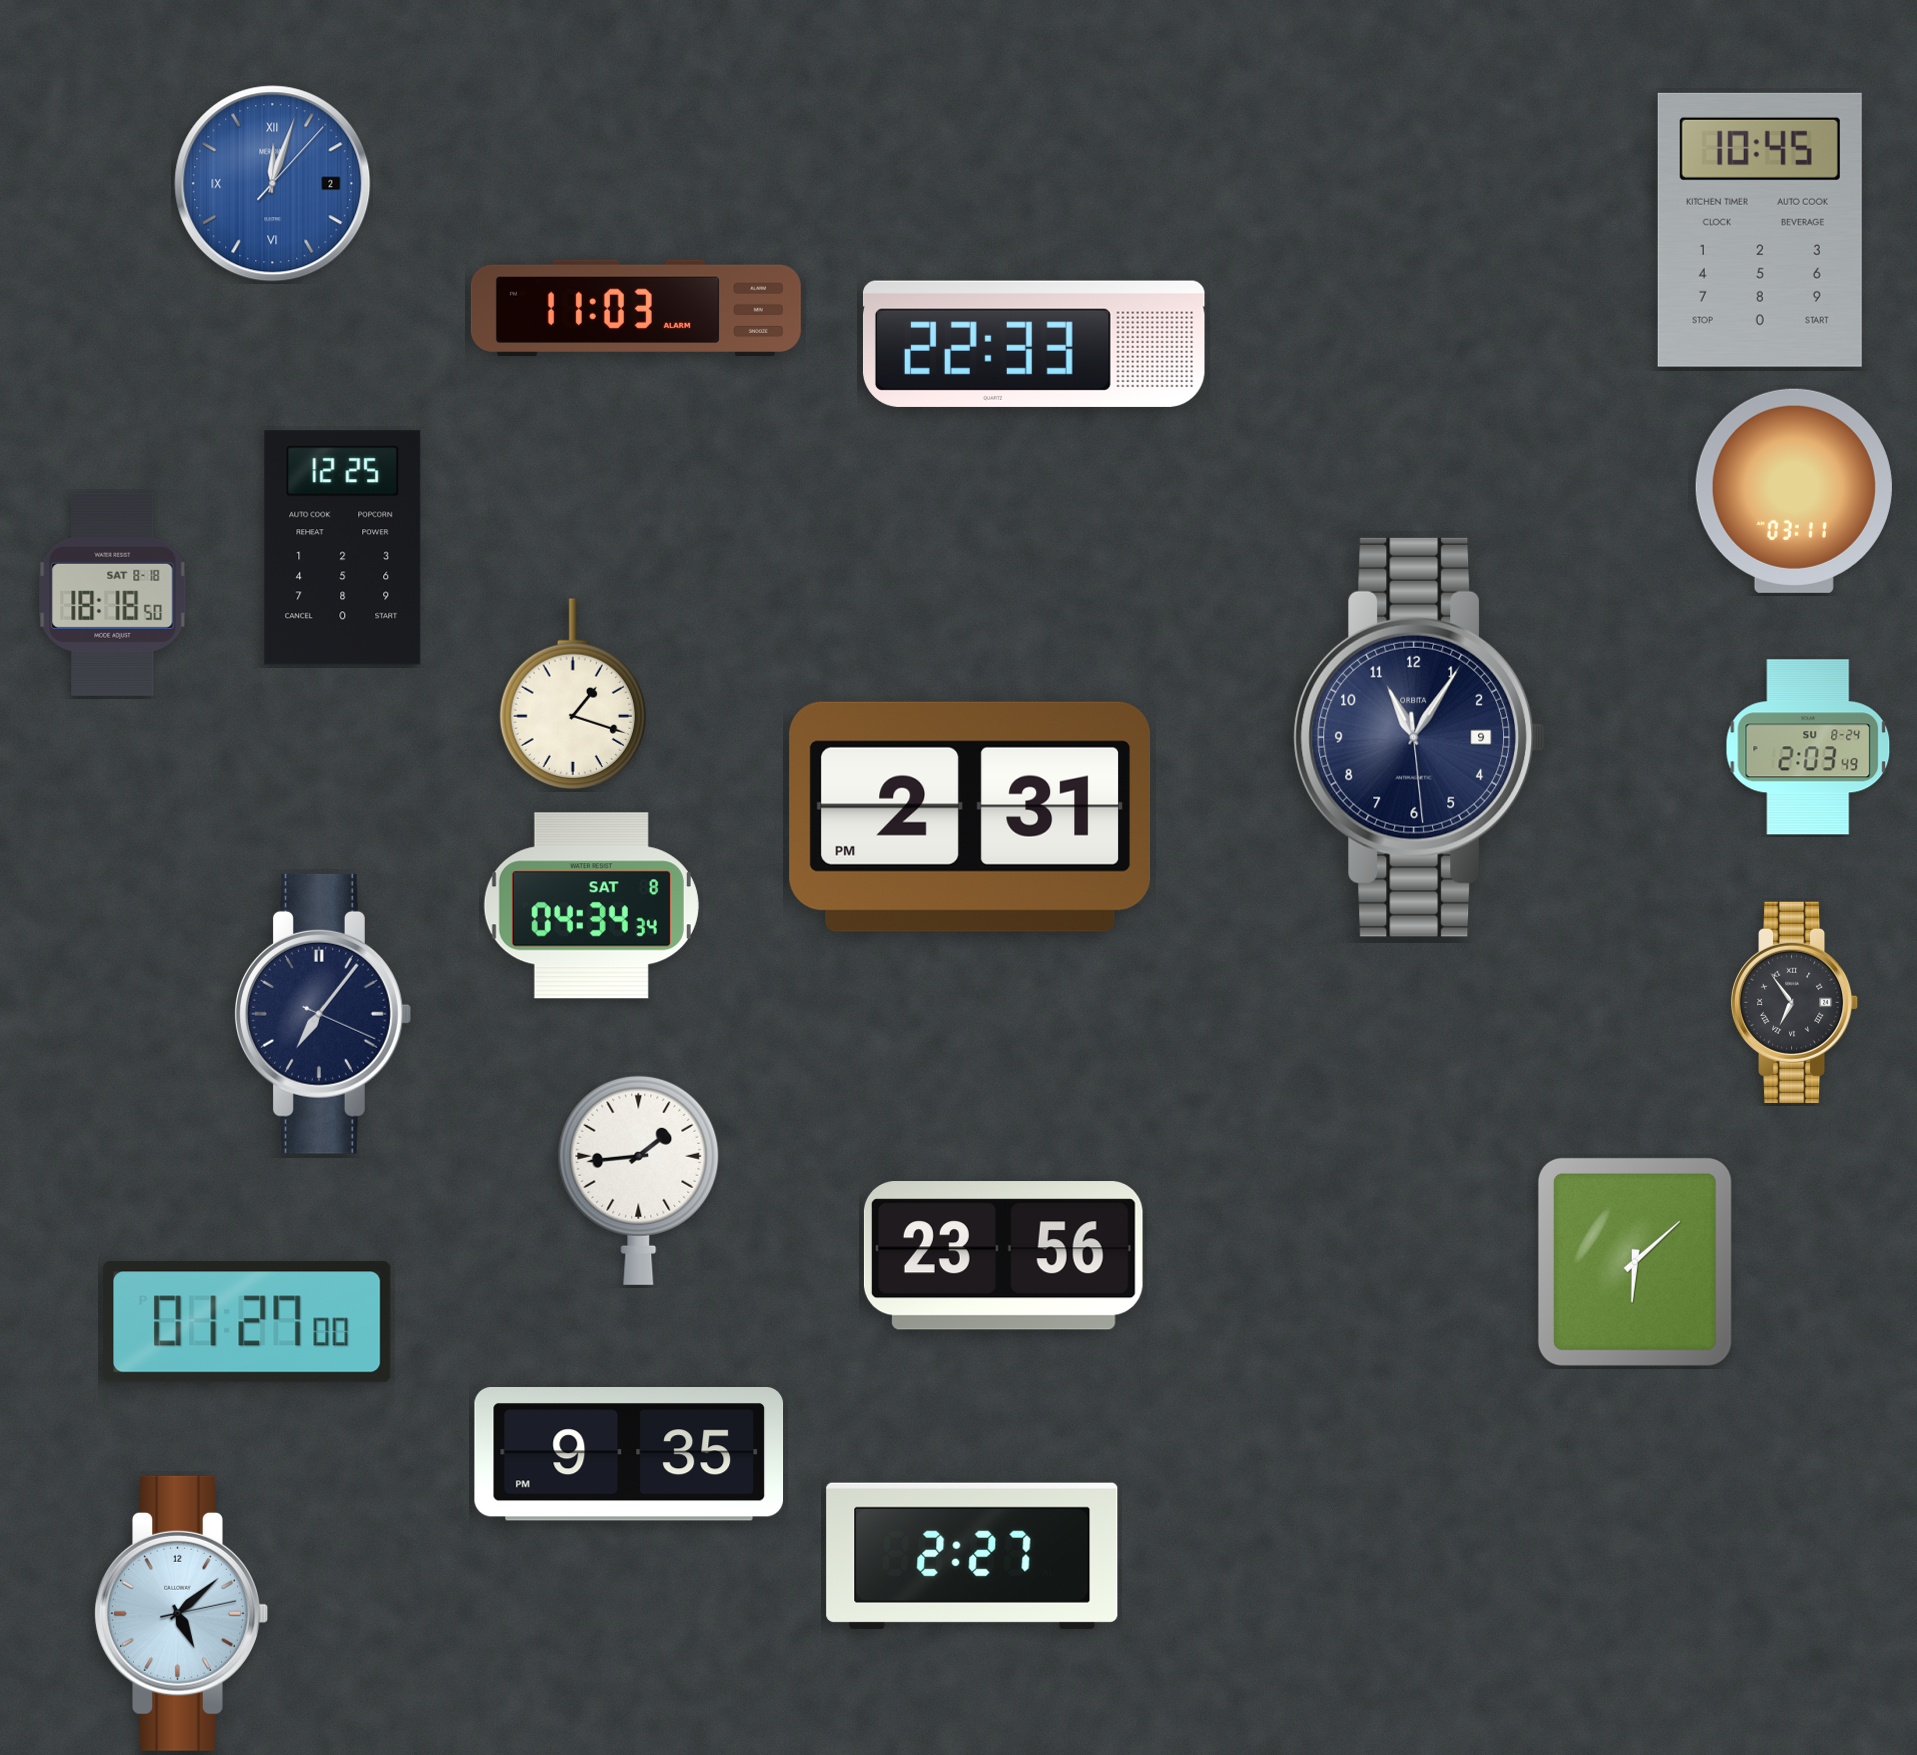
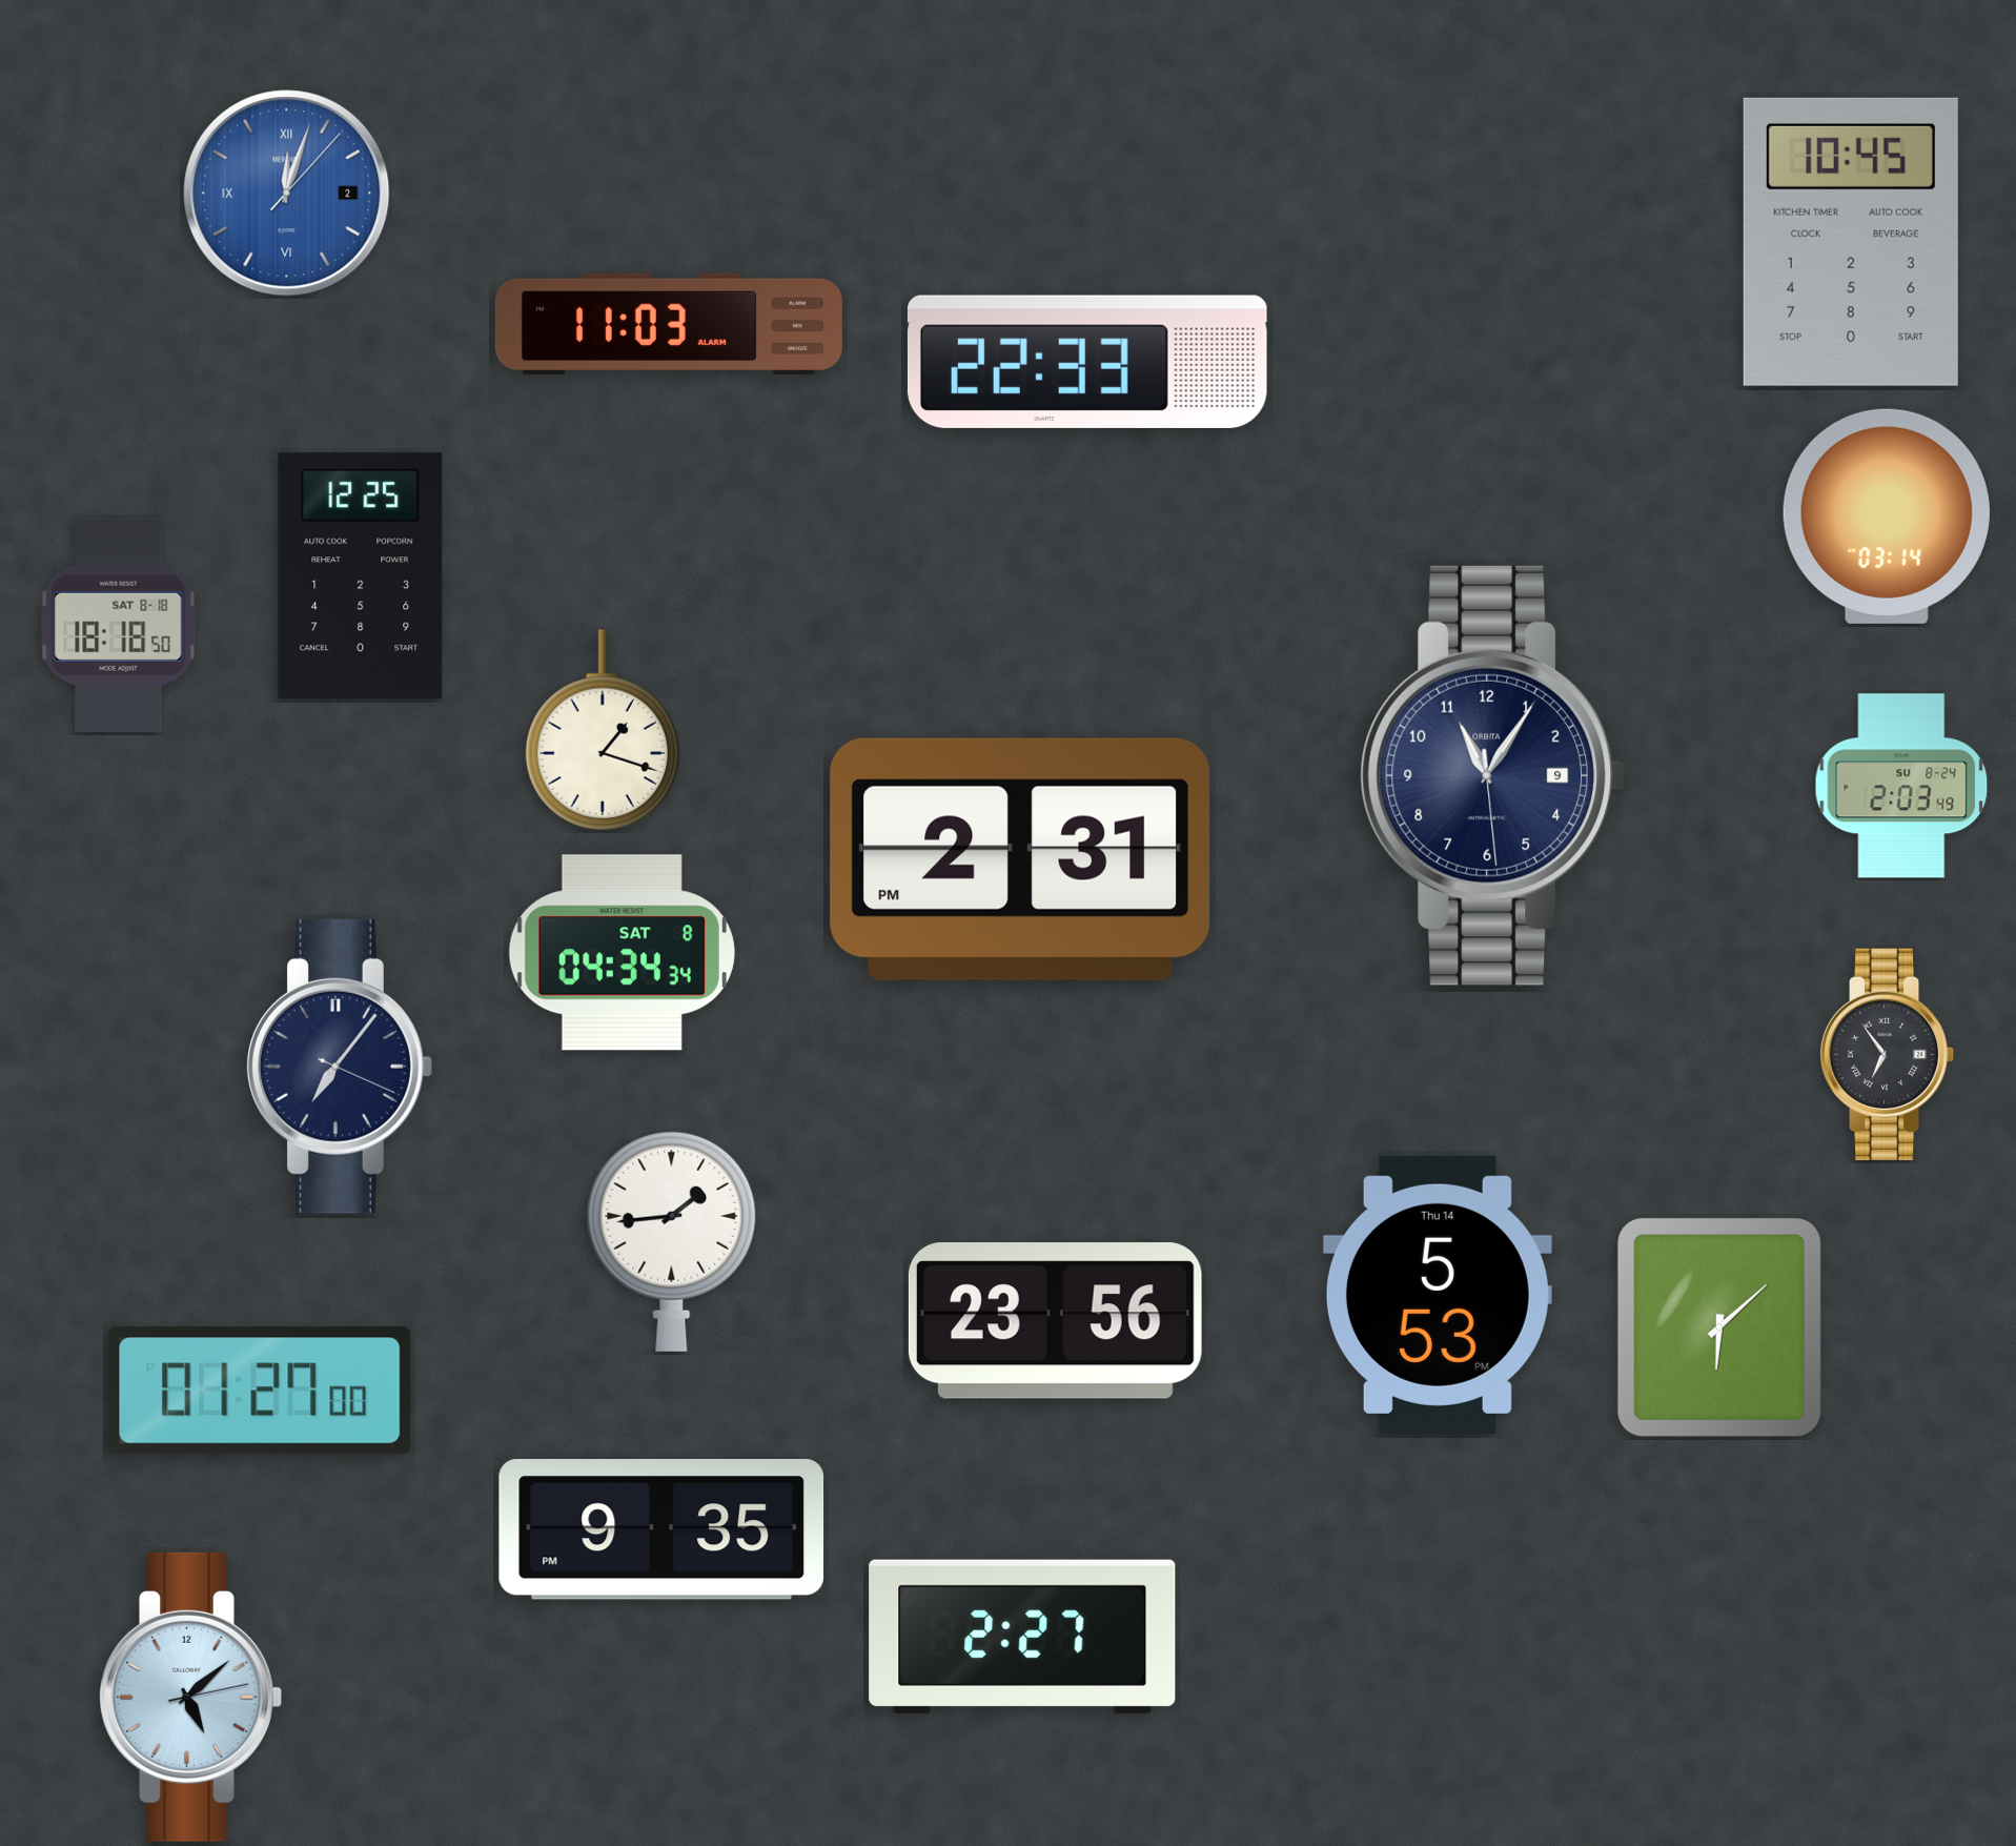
clock at (1794, 491): 03:11 -> 03:14
clock at (1438, 1295): none -> 5:53
